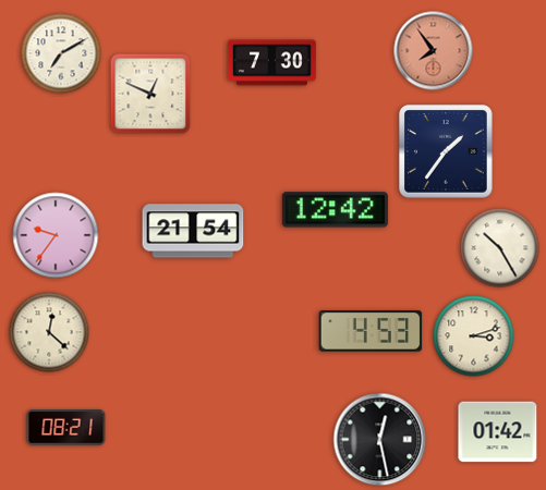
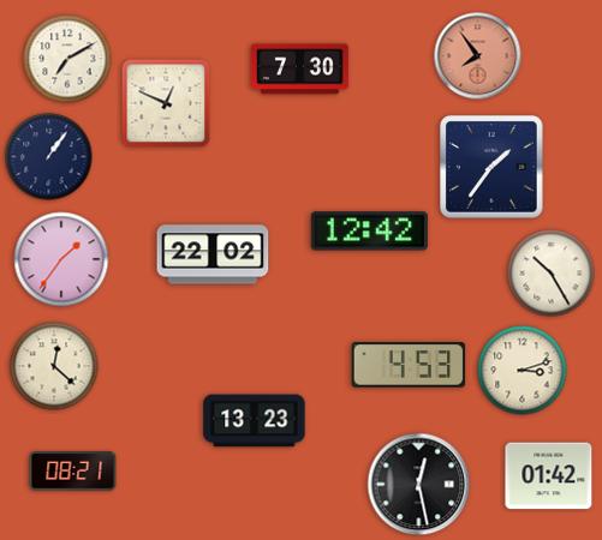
clock at (49, 157): none -> 1:06
clock at (193, 231): 21:54 -> 22:02
clock at (56, 235): 9:36 -> 1:36
clock at (255, 421): none -> 13:23
